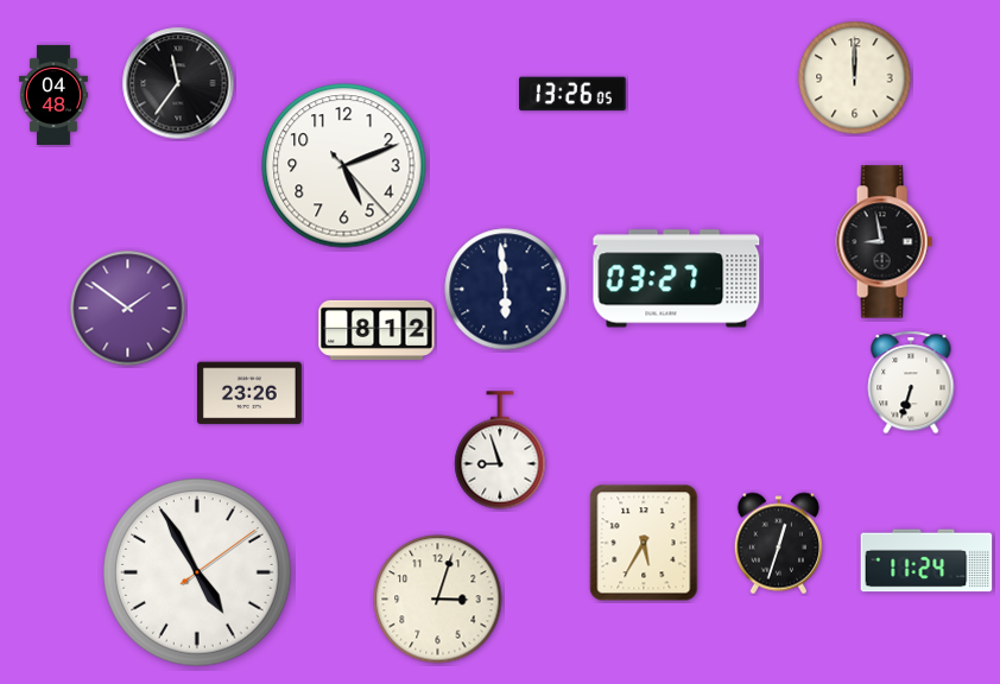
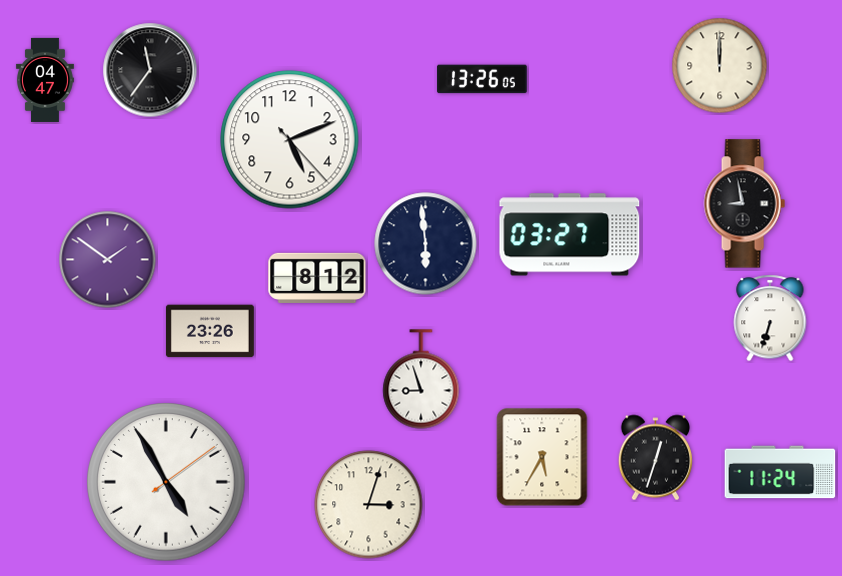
clock at (53, 95): 04:48 -> 04:47
clock at (911, 382) position: (911, 382) -> (770, 318)
